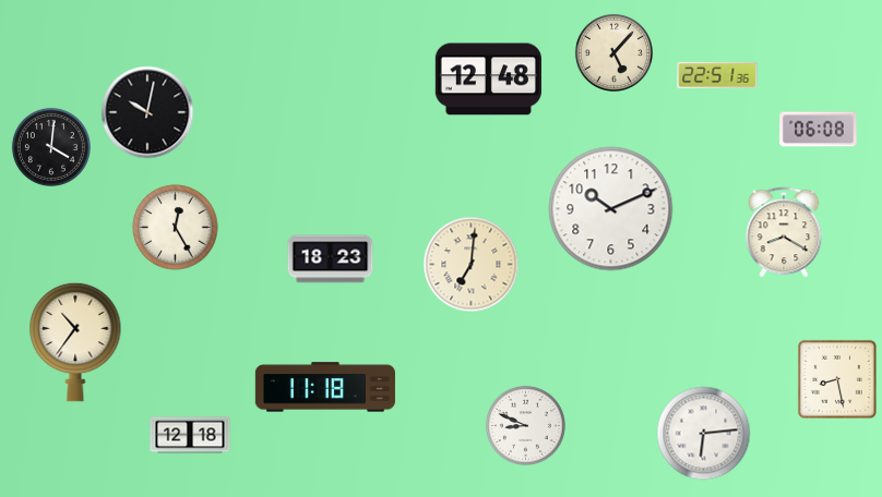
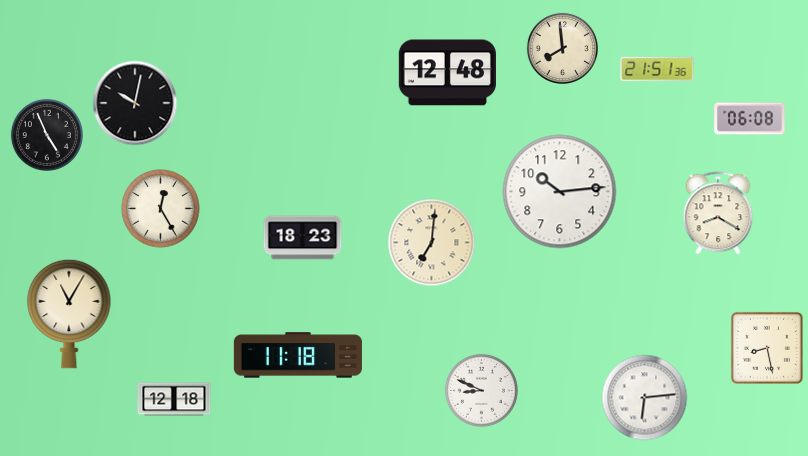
clock at (613, 52): 5:07 -> 7:59
clock at (717, 75): 22:51 -> 21:51
clock at (51, 147): 4:01 -> 4:56
clock at (611, 209): 10:11 -> 10:14
clock at (75, 342): 10:36 -> 11:05
